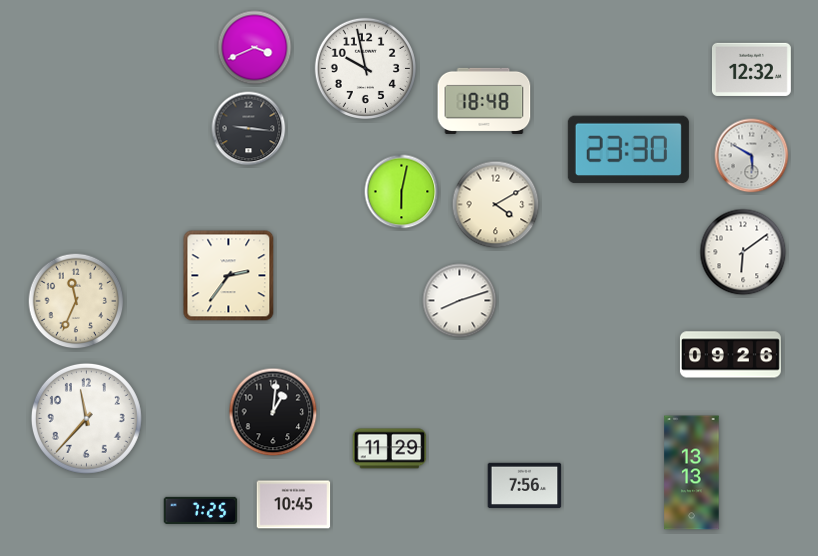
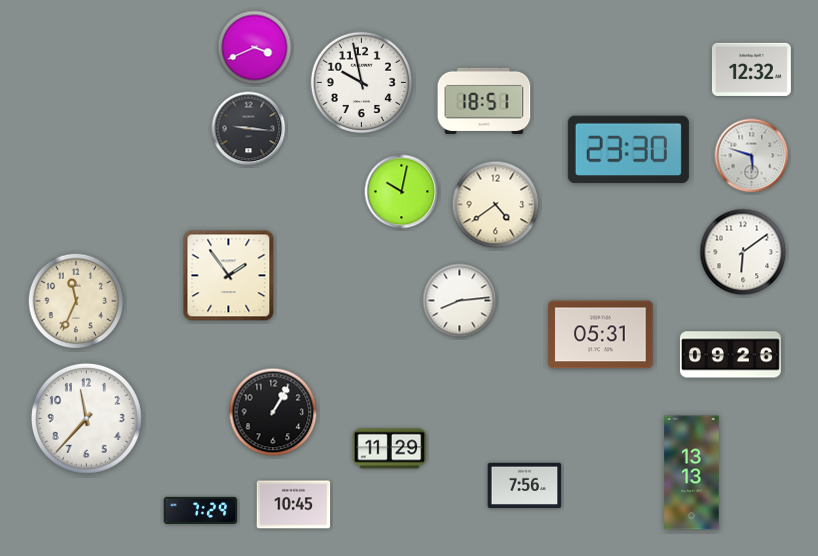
clock at (365, 68) position: (365, 68) -> (361, 82)
clock at (484, 101): 18:48 -> 18:51
clock at (752, 156): 5:50 -> 5:48
clock at (402, 192): 6:02 -> 10:02
clock at (496, 205): 4:10 -> 4:39
clock at (229, 276): 2:36 -> 1:54
clock at (460, 301): 8:12 -> 8:14
clock at (601, 335): none -> 05:31
clock at (273, 412): 1:01 -> 1:05
clock at (201, 510): 7:25 -> 7:29
